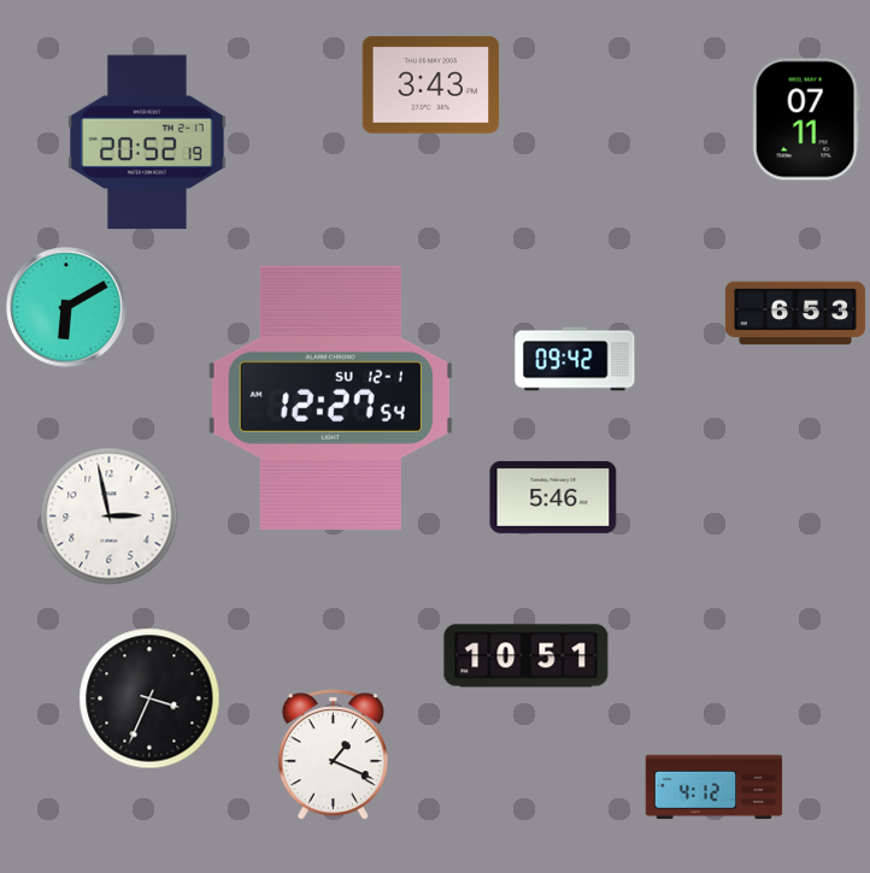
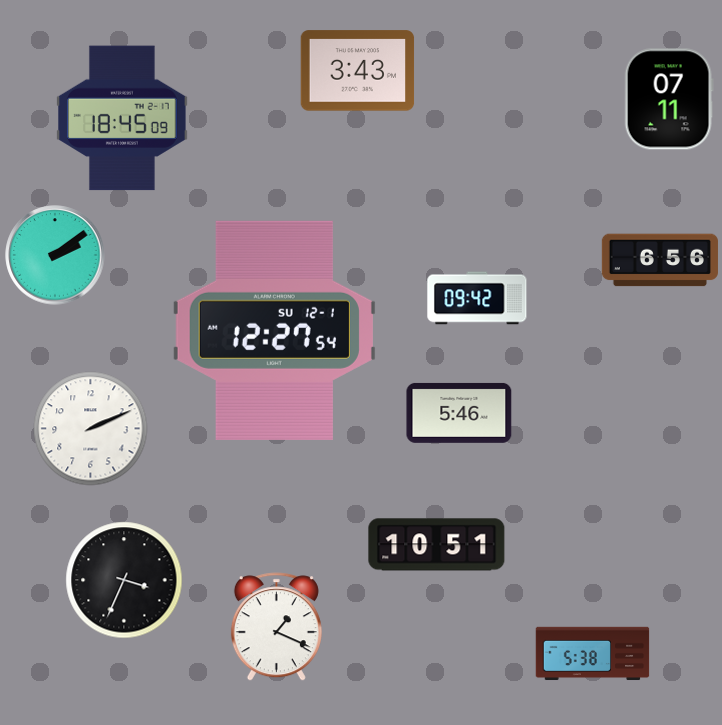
clock at (147, 142): 20:52 -> 18:45
clock at (66, 307): 6:10 -> 2:09
clock at (795, 313): 6:53 -> 6:56
clock at (110, 517): 2:58 -> 2:11
clock at (715, 788): 4:12 -> 5:38
